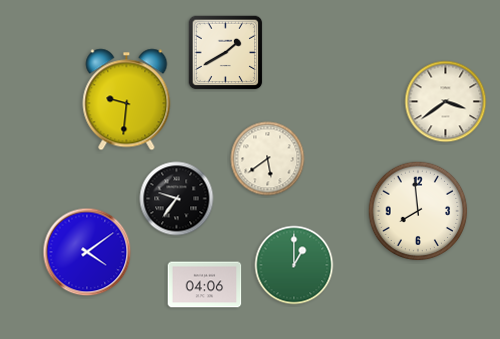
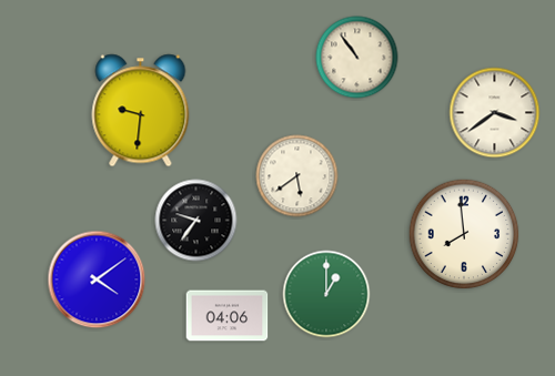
clock at (357, 58): none -> 10:54
clock at (226, 53): 1:40 -> none
